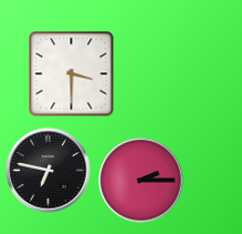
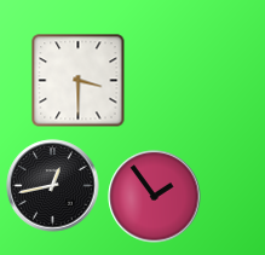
clock at (49, 171): 6:47 -> 12:43
clock at (141, 181): 2:15 -> 1:54
